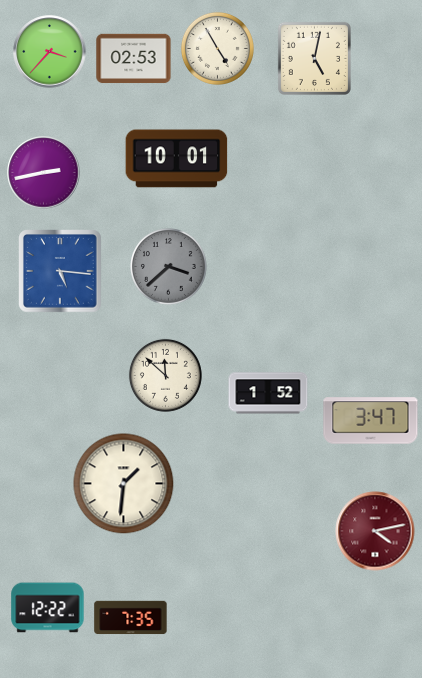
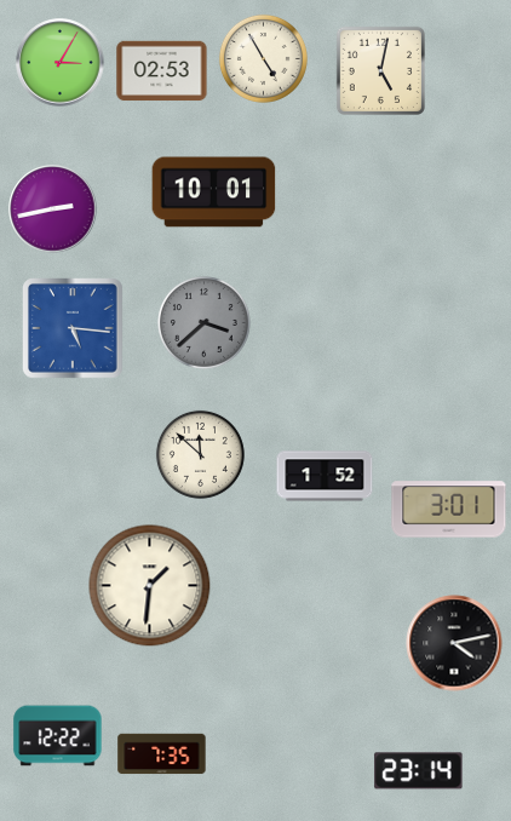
clock at (50, 52): 3:37 -> 3:05
clock at (371, 421): 3:47 -> 3:01
clock at (375, 531) dial: burgundy -> black
clock at (131, 618) position: (131, 618) -> (162, 754)
clock at (419, 771): none -> 23:14
